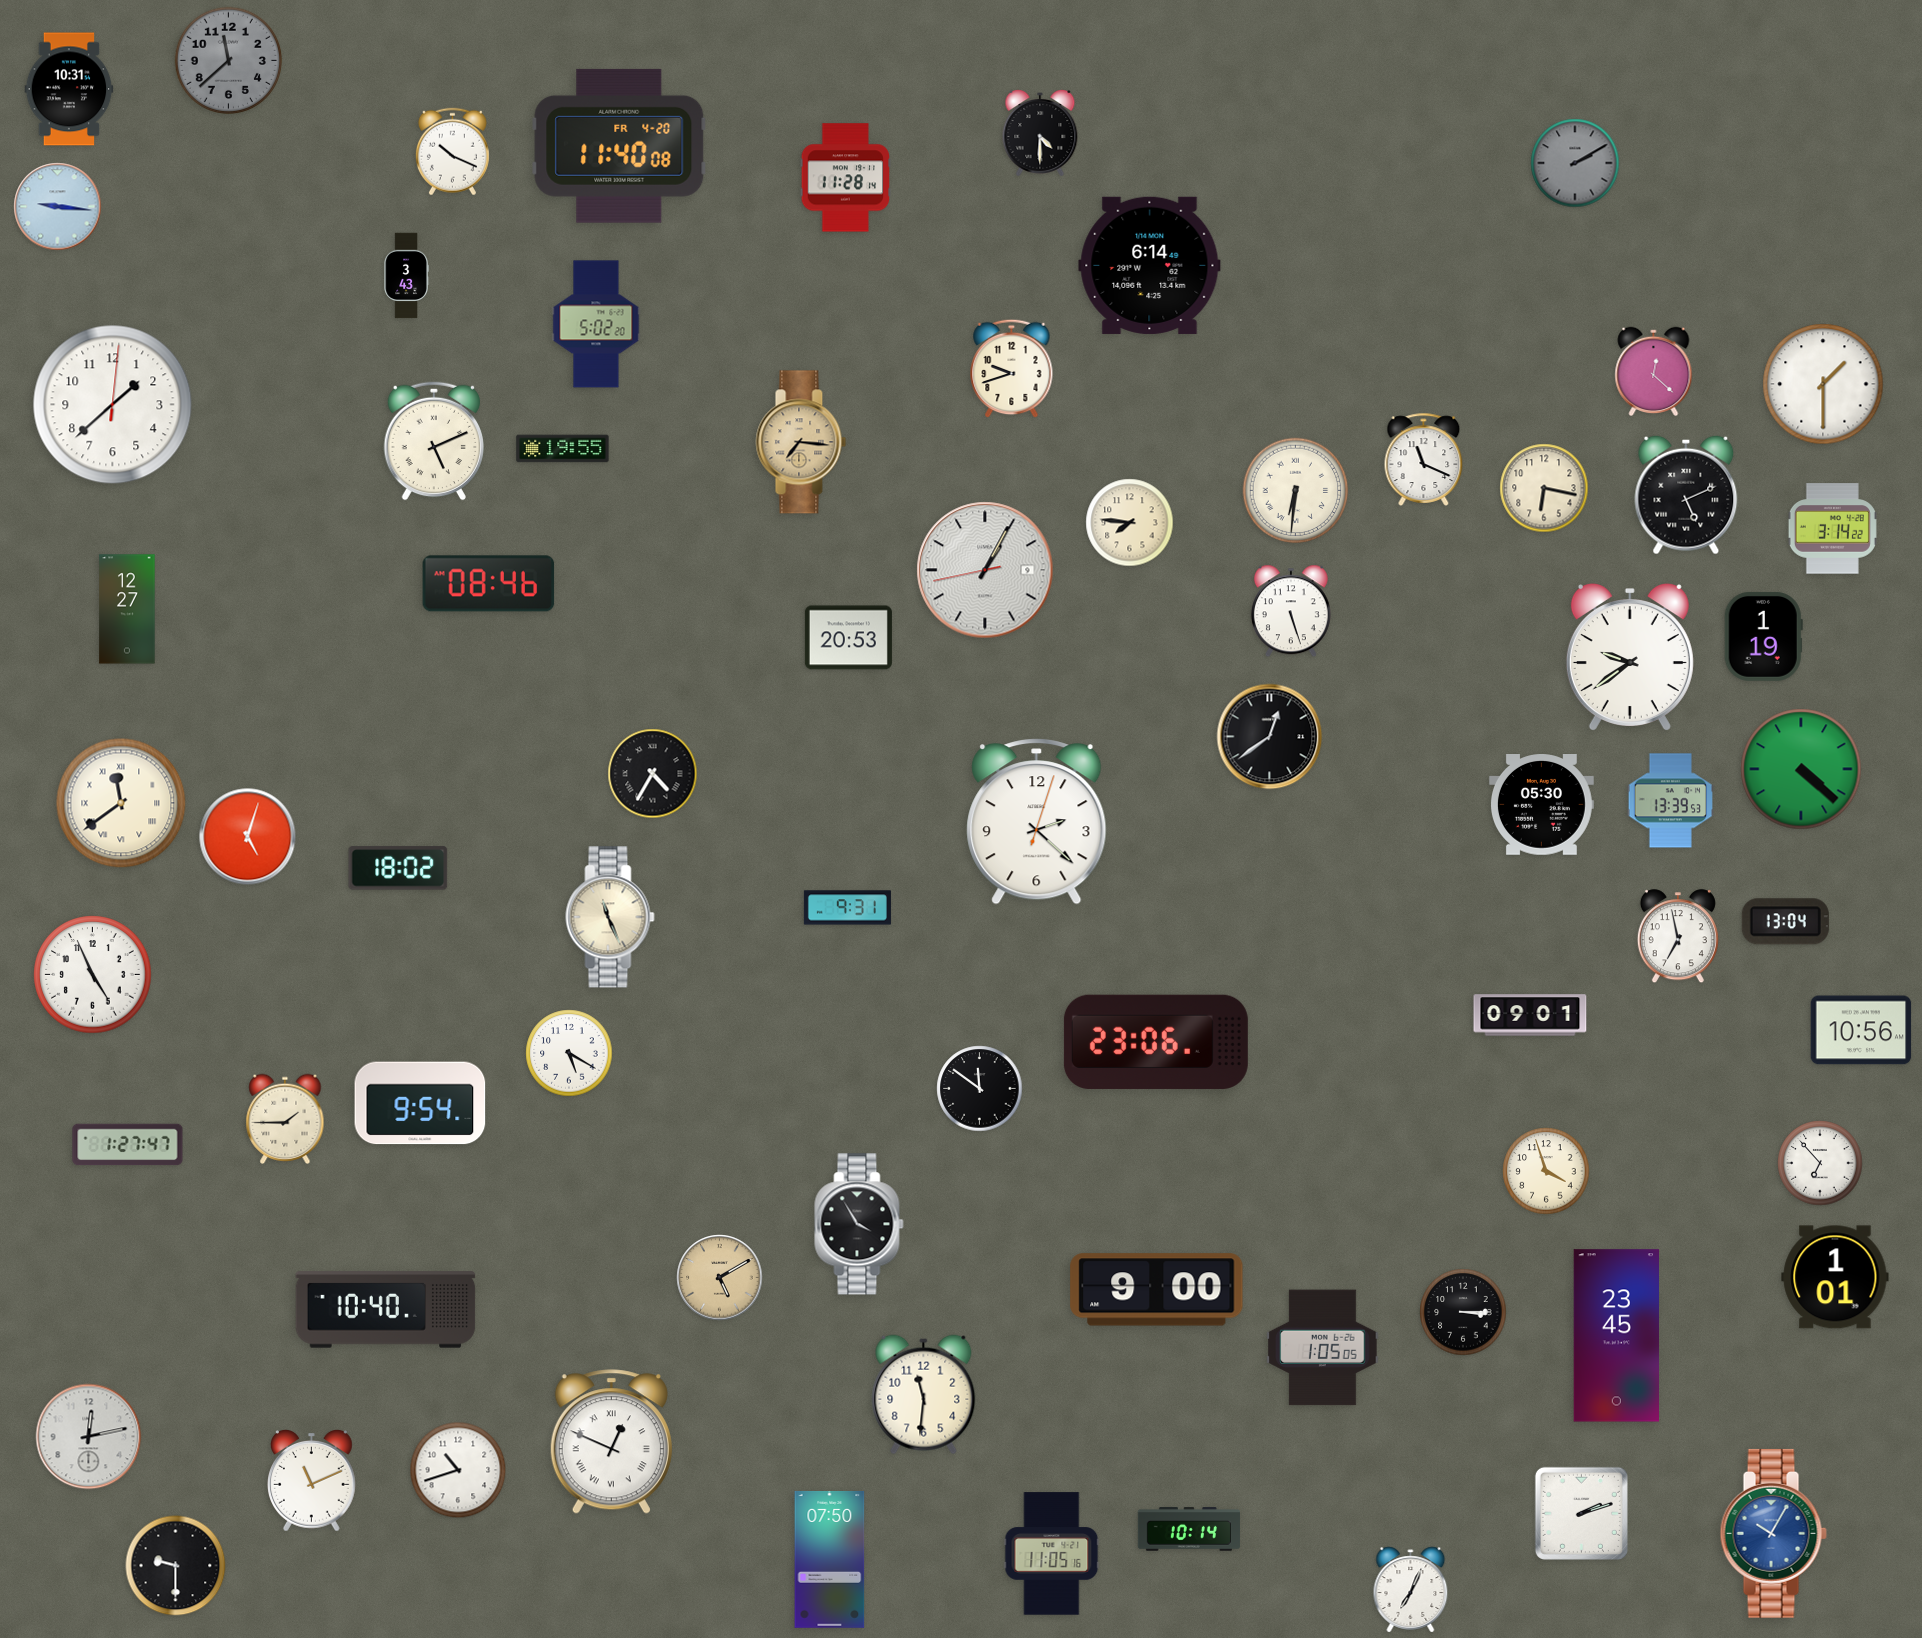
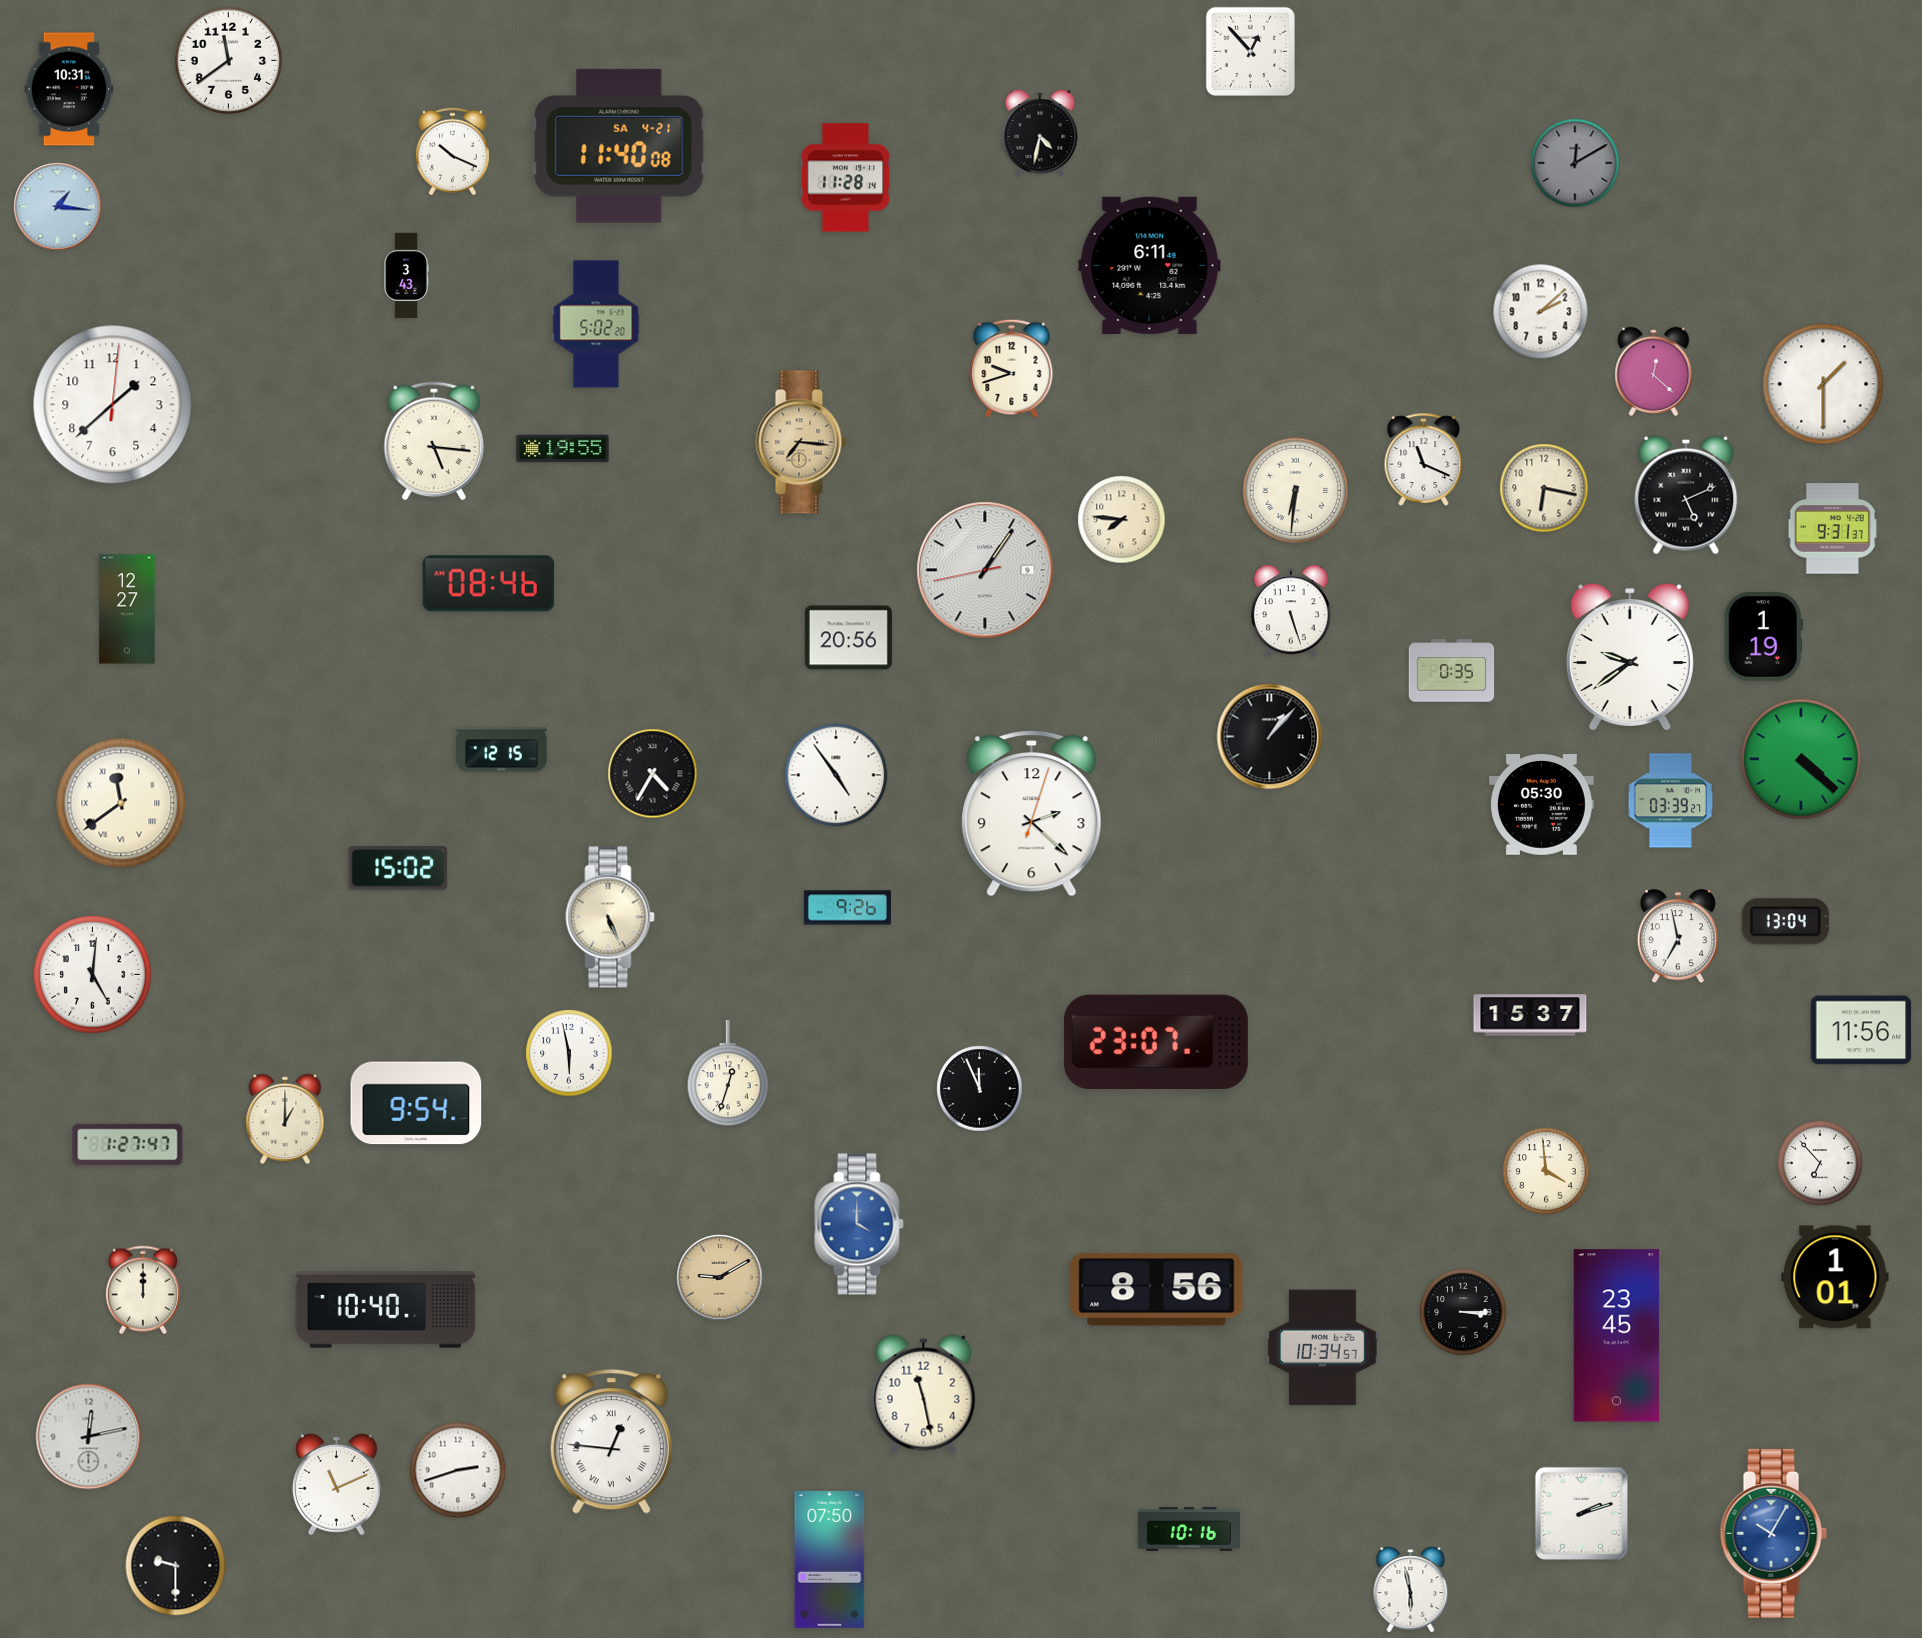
clock at (1250, 51): none -> 12:53
clock at (228, 60): 11:38 -> 11:39
clock at (228, 60) dial: grey -> white
clock at (1040, 133): 4:30 -> 4:32
clock at (619, 146) date: FR 4-20 -> SA 4-21
clock at (1575, 163): 2:10 -> 12:10
clock at (58, 207): 9:16 -> 1:16
clock at (1150, 265): 6:14 -> 6:11
clock at (1541, 312): none -> 2:08
clock at (434, 441): 5:11 -> 5:16
clock at (1130, 523) position: (1130, 523) -> (1122, 520)
clock at (1832, 529): 3:14 -> 9:31
clock at (985, 570): 1:04 -> 1:05
clock at (848, 638): 20:53 -> 20:56
clock at (1452, 671): none -> 0:35
clock at (1270, 737): 12:39 -> 1:07
clock at (502, 750): none -> 12:15
clock at (1801, 769) position: (1801, 769) -> (1801, 759)
clock at (836, 775): none -> 4:54
clock at (1670, 801): 13:39 -> 03:39
clock at (1037, 822) position: (1037, 822) -> (1032, 814)
clock at (248, 837): 5:03 -> none
clock at (398, 868): 18:02 -> 15:02
clock at (847, 908): 9:31 -> 9:26
clock at (610, 917): 11:26 -> 5:26
clock at (93, 975): 4:56 -> 5:01
clock at (1530, 1015): 09:01 -> 15:37
clock at (1861, 1030): 10:56 -> 11:56
clock at (1156, 1041): 23:06 -> 23:07
clock at (569, 1053): 5:20 -> 5:58
clock at (727, 1074): none -> 12:33
clock at (980, 1089): 11:51 -> 11:56
clock at (420, 1103) position: (420, 1103) -> (416, 1103)
clock at (285, 1119): 1:45 -> 1:00
clock at (1546, 1171): 3:57 -> 3:59
clock at (859, 1224): 3:55 -> 4:00
clock at (859, 1224) dial: black -> blue
clock at (720, 1278): 5:10 -> 9:10
clock at (143, 1290): none -> 12:00
clock at (1157, 1290): 9:00 -> 8:56
clock at (1323, 1348): 1:05 -> 10:34
clock at (924, 1395): 11:31 -> 11:28
clock at (611, 1442): 12:49 -> 12:46
clock at (458, 1470): 10:42 -> 2:42
clock at (312, 1481) position: (312, 1481) -> (337, 1485)
clock at (1189, 1529): 10:14 -> 10:16
clock at (1052, 1554): 11:05 -> none
clock at (1411, 1590): 7:04 -> 5:58
